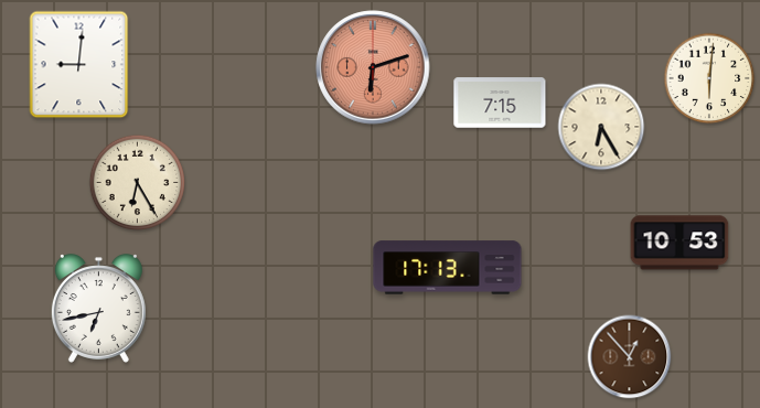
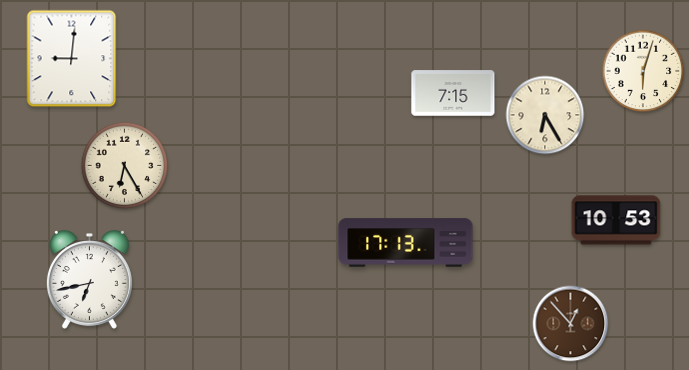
clock at (373, 67): 6:12 -> none
clock at (709, 78): 6:01 -> 6:03
